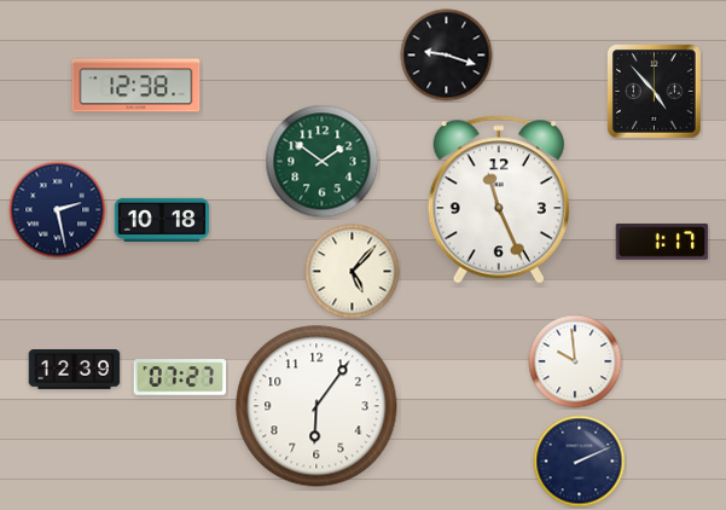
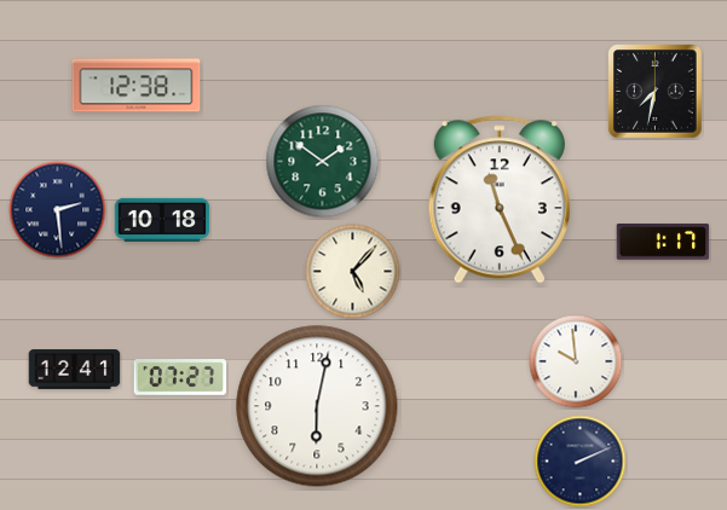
clock at (447, 56): 9:18 -> none
clock at (655, 92): 4:53 -> 7:32
clock at (58, 210): 2:28 -> 2:29
clock at (75, 370): 12:39 -> 12:41
clock at (316, 406): 6:06 -> 6:02
